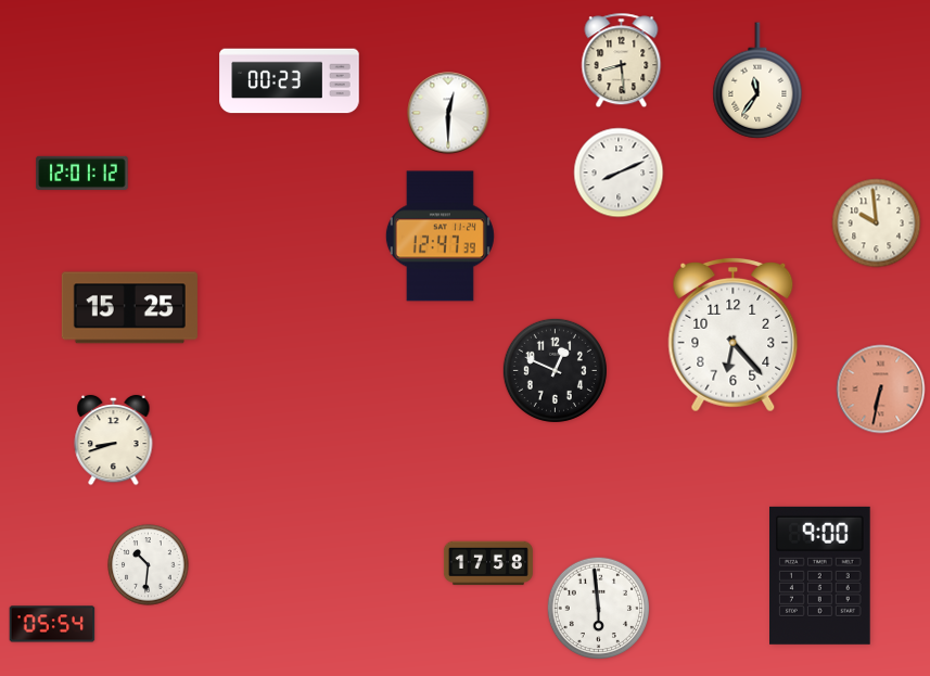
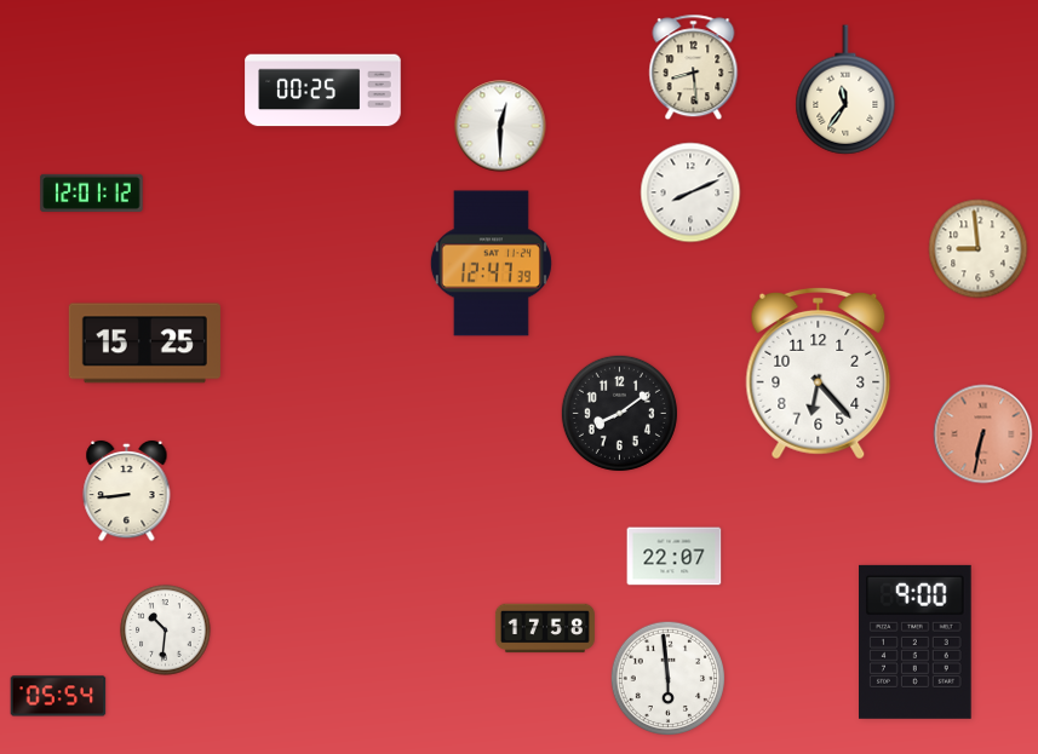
clock at (290, 81): 00:23 -> 00:25
clock at (877, 224): 9:59 -> 8:59
clock at (555, 370): 12:49 -> 8:09
clock at (114, 441): 8:42 -> 8:44
clock at (675, 557): none -> 22:07
